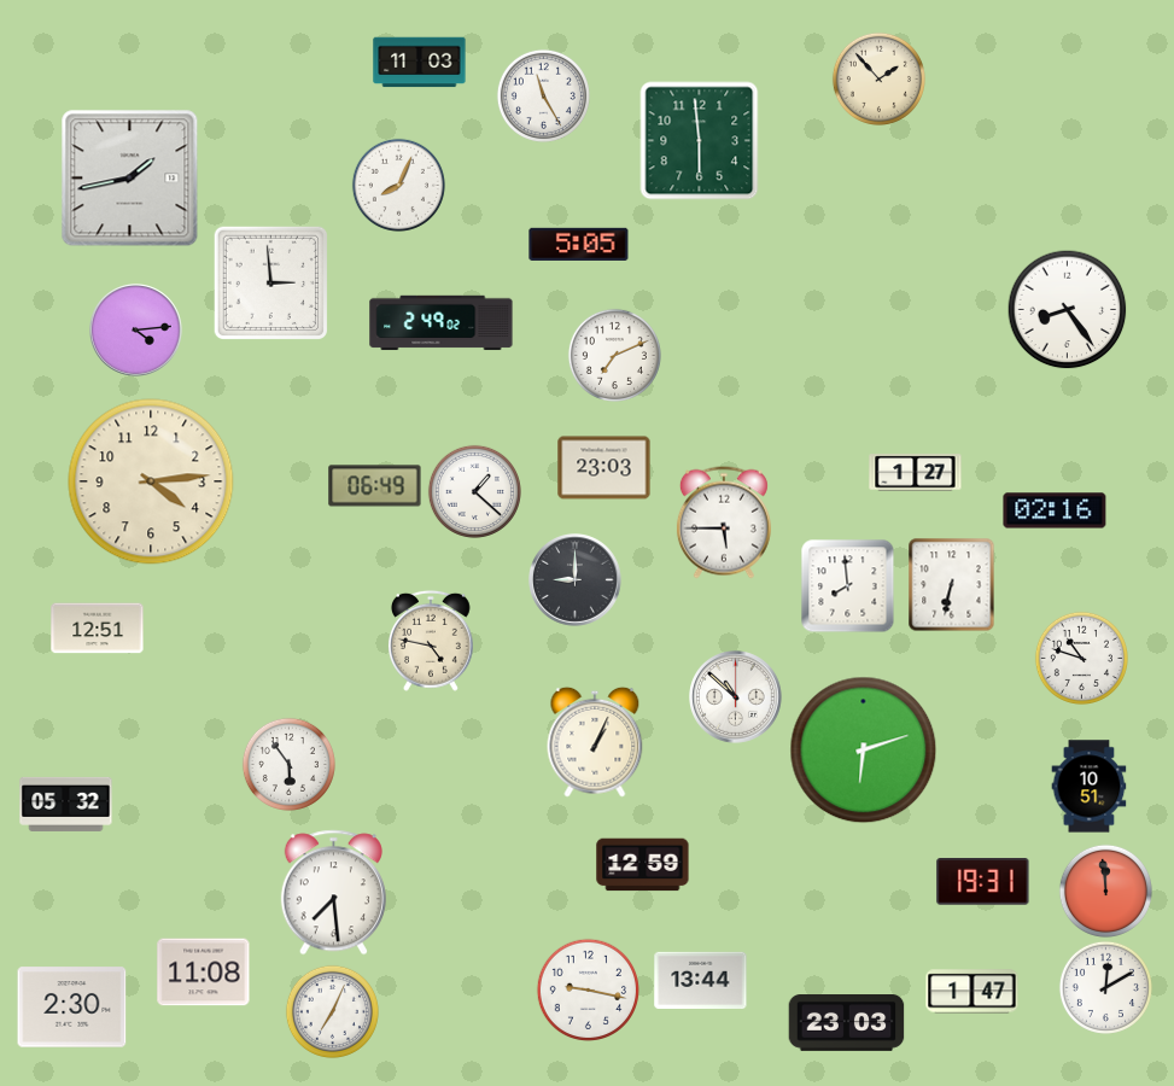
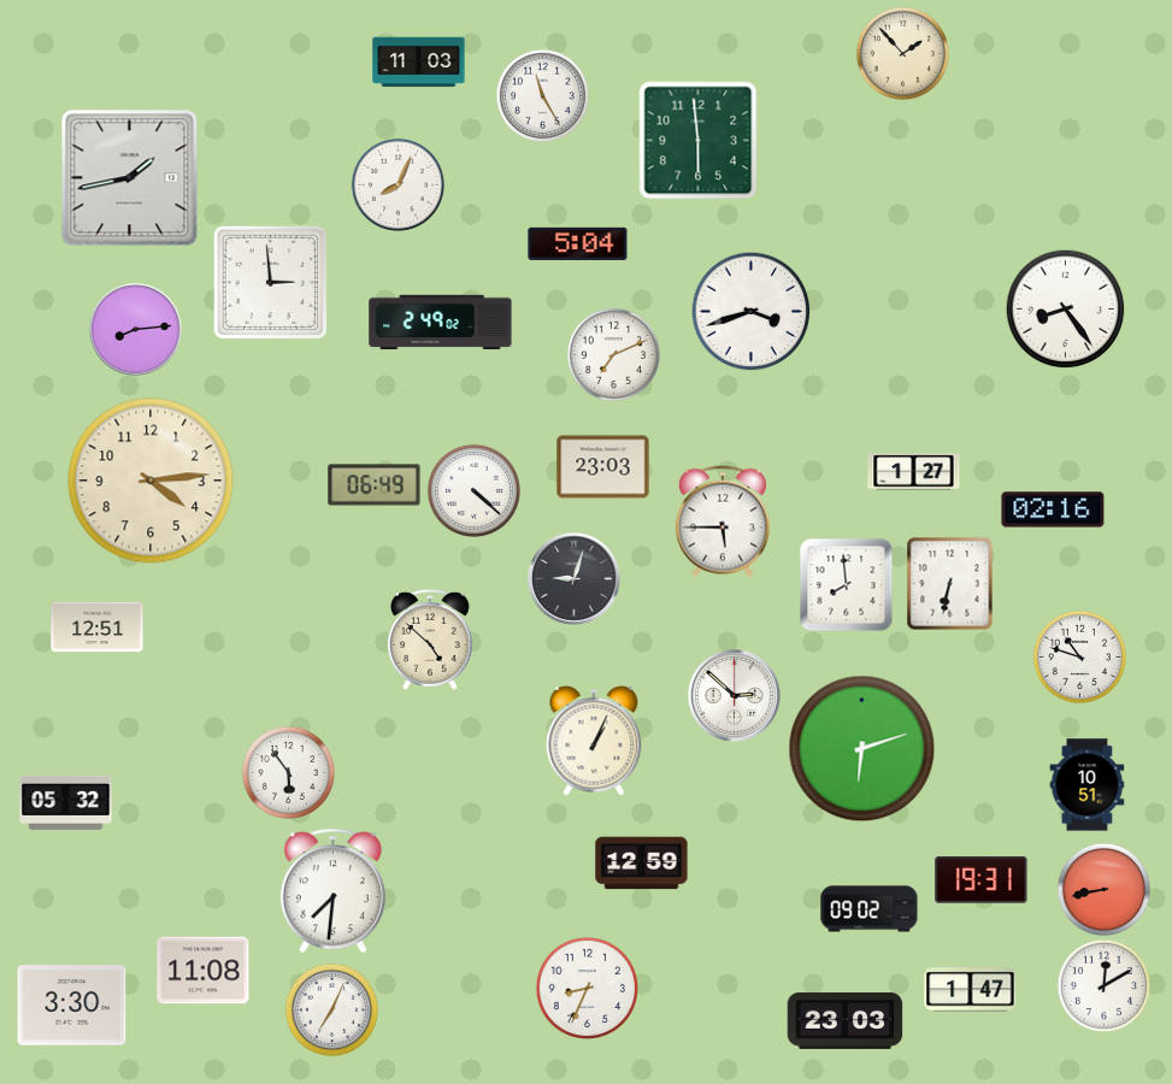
clock at (878, 78) position: (878, 78) -> (902, 53)
clock at (579, 244): 5:05 -> 5:04
clock at (752, 312): none -> 3:42
clock at (136, 331): 4:14 -> 8:14
clock at (474, 491): 1:22 -> 4:22
clock at (576, 580): 9:00 -> 9:03
clock at (431, 641): 4:47 -> 4:52
clock at (736, 697): 10:52 -> 2:52
clock at (288, 764) position: (288, 764) -> (288, 772)
clock at (1105, 891): 11:59 -> 8:43
clock at (333, 893): 7:29 -> 7:31
clock at (870, 909): none -> 09:02
clock at (701, 980): 13:44 -> none
clock at (588, 989): 9:17 -> 8:34
clock at (72, 1008): 2:30 -> 3:30
